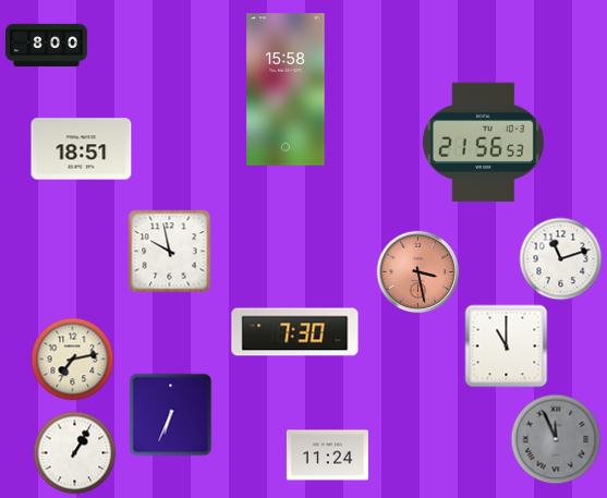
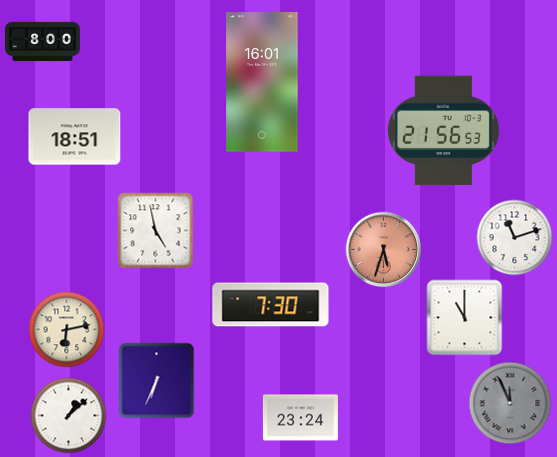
clock at (286, 89): 15:58 -> 16:01
clock at (170, 252): 9:58 -> 4:58
clock at (418, 272): 3:28 -> 5:33
clock at (73, 360): 7:13 -> 6:13
clock at (75, 453): 1:05 -> 1:08
clock at (327, 456): 11:24 -> 23:24
